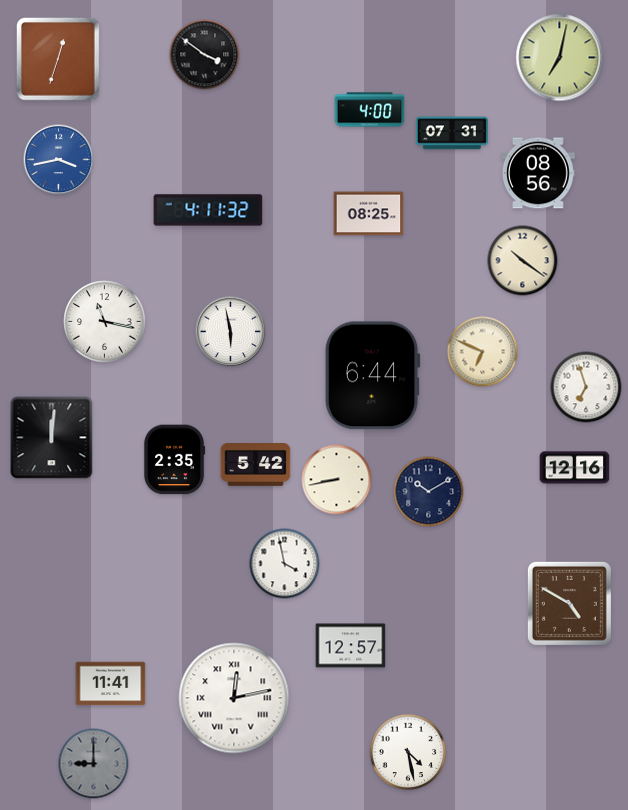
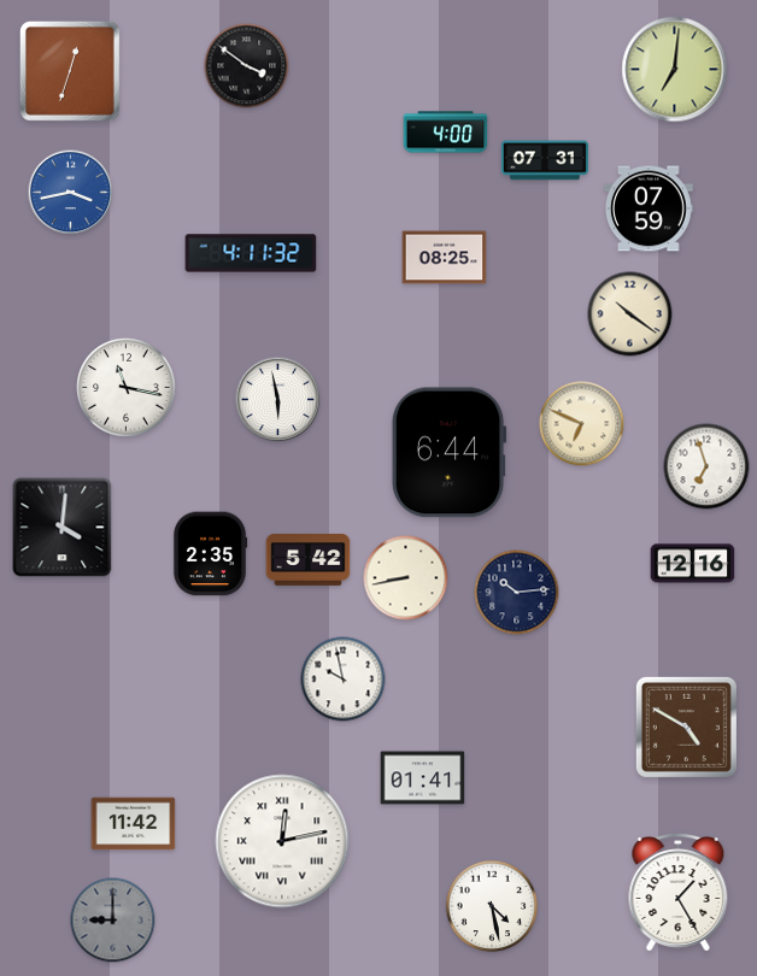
clock at (560, 58): 7:02 -> 7:01
clock at (539, 173): 08:56 -> 07:59
clock at (52, 438): 12:01 -> 4:01
clock at (429, 492): 10:10 -> 10:14
clock at (285, 564): 3:58 -> 9:58
clock at (351, 646): 12:57 -> 01:41
clock at (111, 684): 11:41 -> 11:42
clock at (679, 893): none -> 1:25
